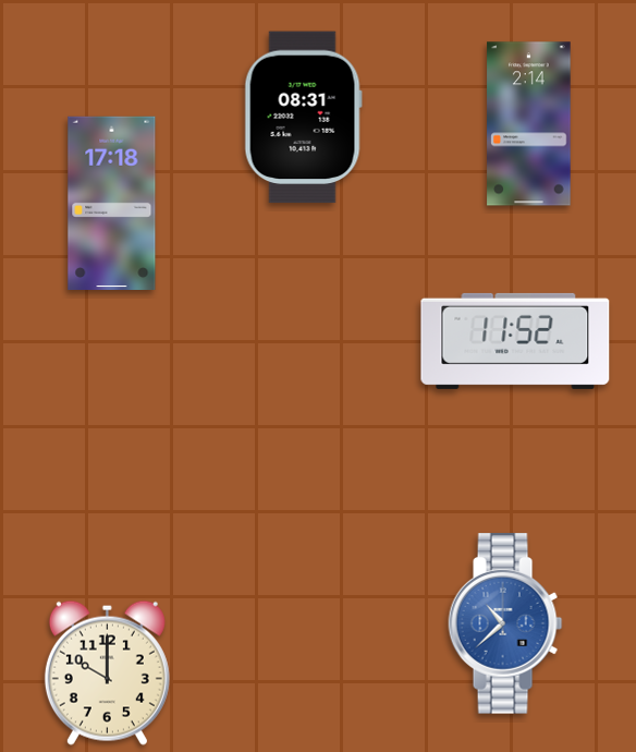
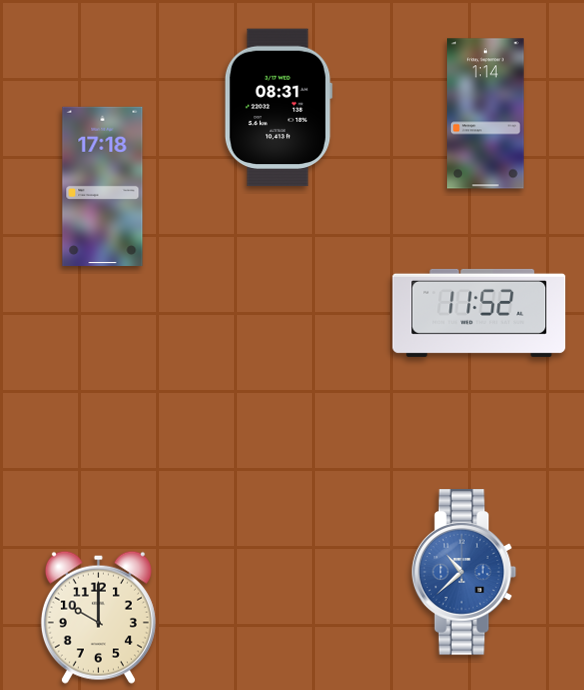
clock at (529, 124): 2:14 -> 1:14
clock at (515, 341) position: (515, 341) -> (479, 313)
